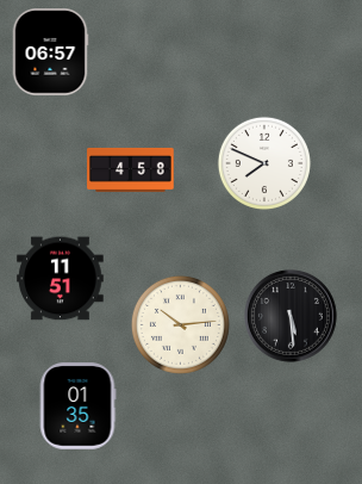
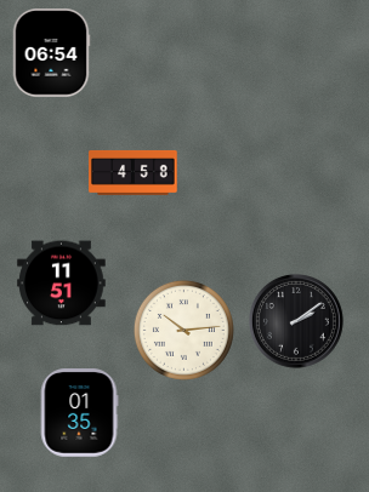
clock at (50, 52): 06:57 -> 06:54
clock at (264, 163): 7:49 -> none
clock at (292, 317): 5:29 -> 2:09
